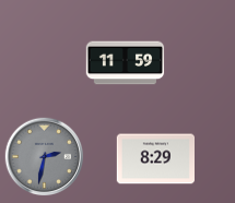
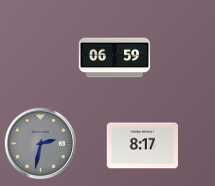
clock at (126, 63): 11:59 -> 06:59
clock at (156, 159): 8:29 -> 8:17
